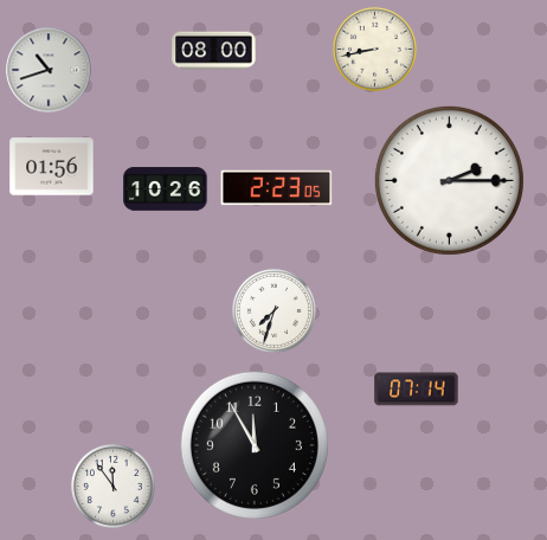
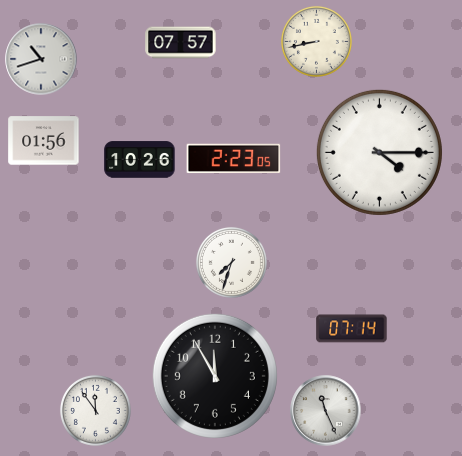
clock at (214, 51): 08:00 -> 07:57
clock at (449, 180): 2:15 -> 4:15
clock at (326, 411): none -> 11:26
